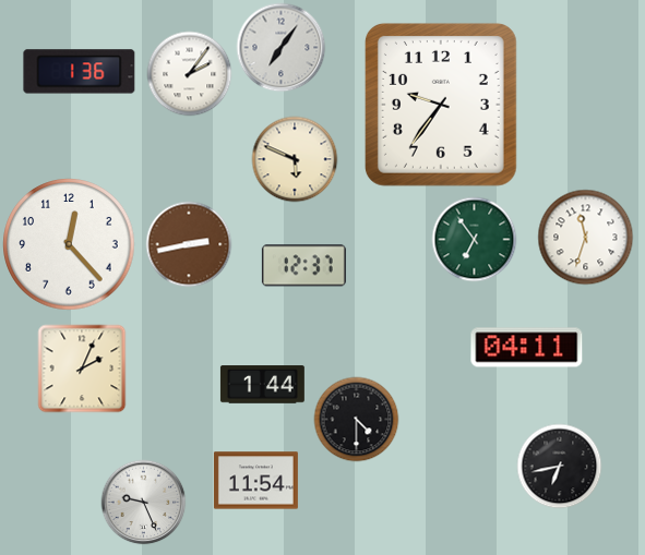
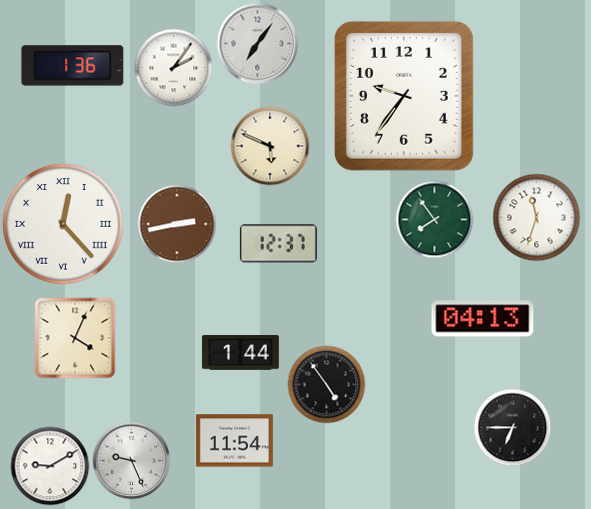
clock at (474, 239): 6:54 -> 7:54
clock at (69, 244) numerals: Arabic -> Roman
clock at (189, 244) position: (189, 244) -> (177, 224)
clock at (527, 348): 04:11 -> 04:13
clock at (82, 369): 2:04 -> 4:04
clock at (356, 419): 4:30 -> 4:54
clock at (559, 466): 6:43 -> 6:45
clock at (50, 466): none -> 9:10
